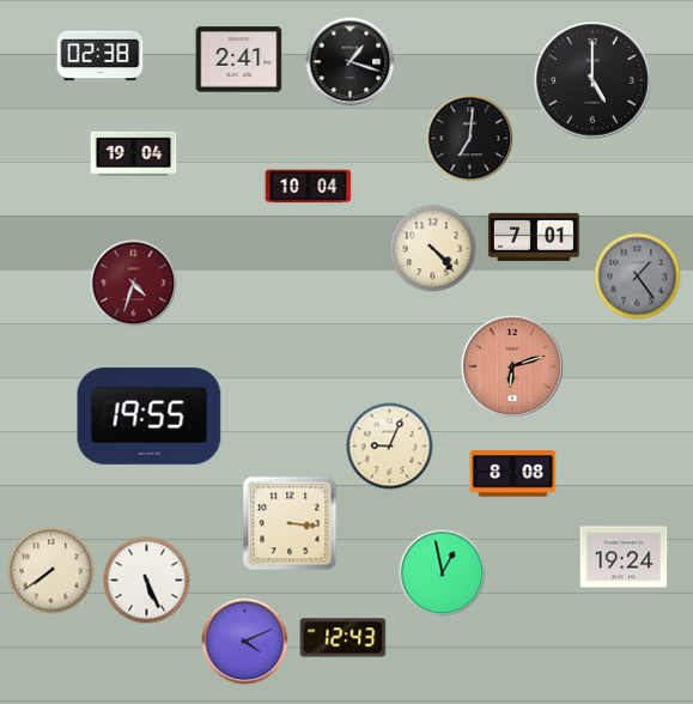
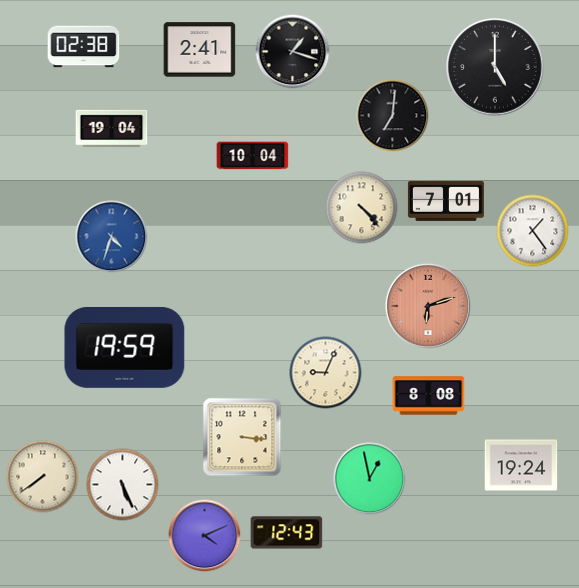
clock at (309, 187) position: (309, 187) -> (253, 156)
clock at (534, 237) position: (534, 237) -> (446, 201)
clock at (638, 277) dial: grey -> white
clock at (134, 284) dial: burgundy -> blue
clock at (150, 415): 19:55 -> 19:59
